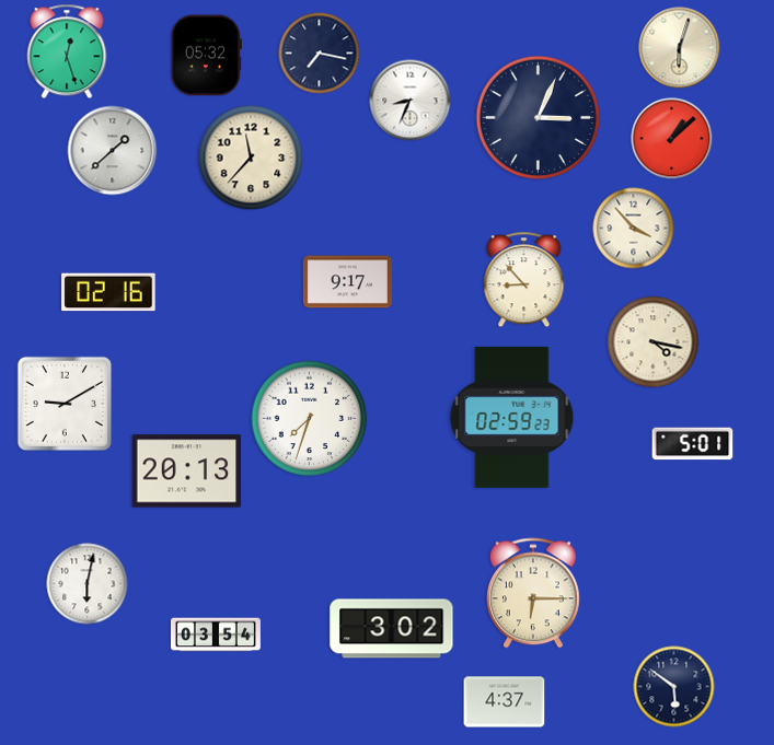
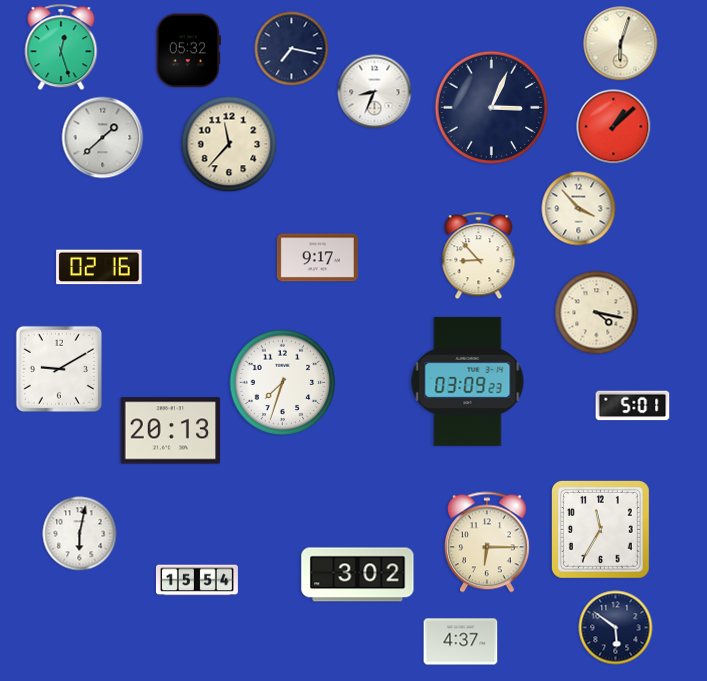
clock at (512, 417): 02:59 -> 03:09
clock at (601, 529): none -> 11:35
clock at (216, 635): 03:54 -> 15:54
